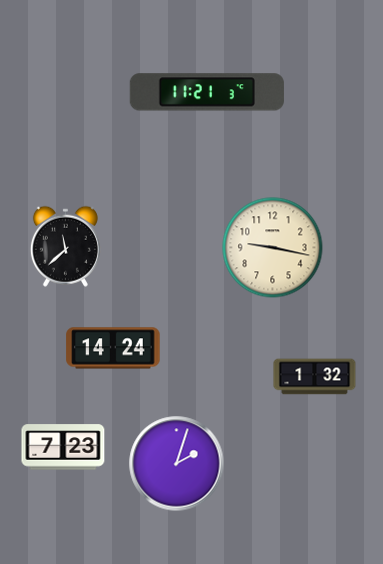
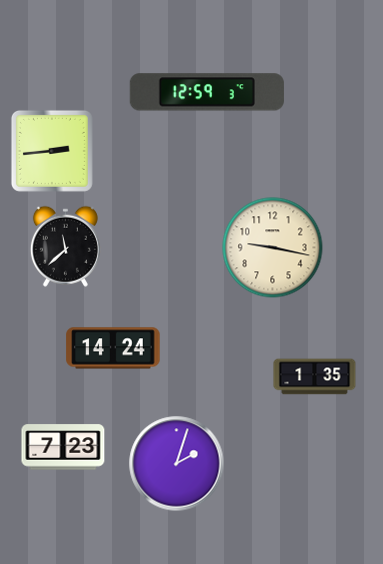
clock at (207, 92): 11:21 -> 12:59
clock at (52, 151): none -> 2:44
clock at (315, 377): 1:32 -> 1:35
